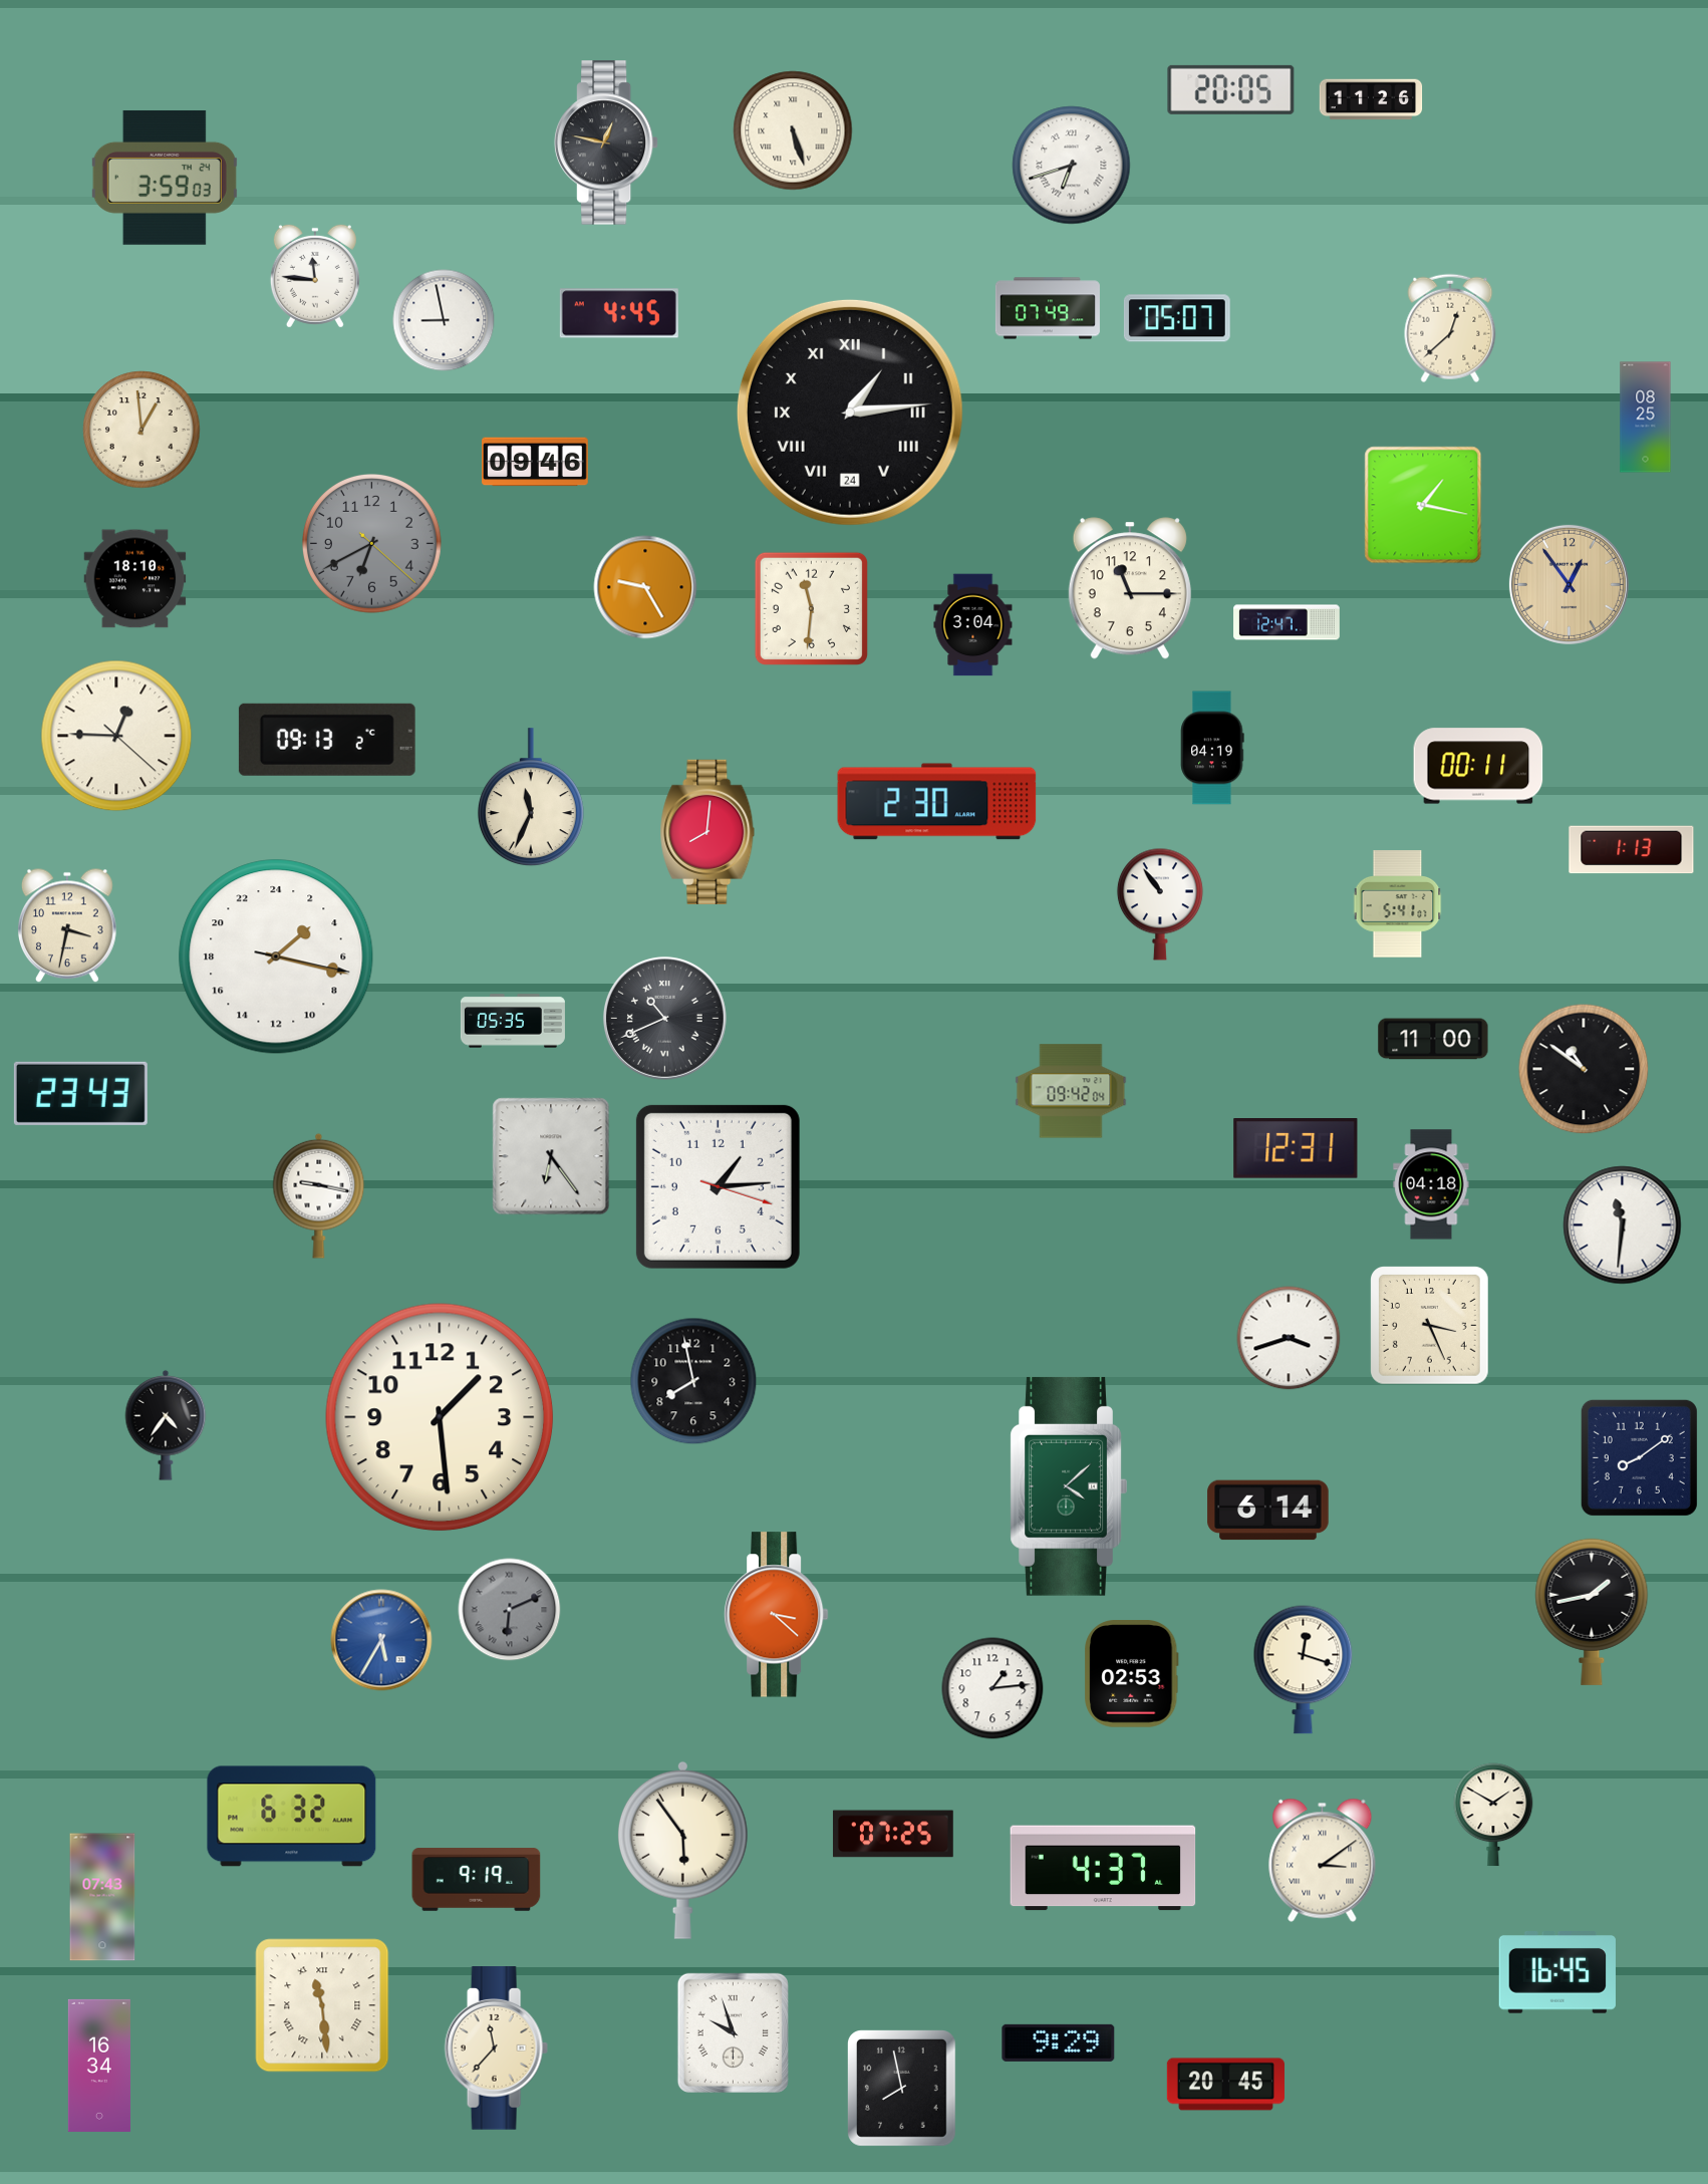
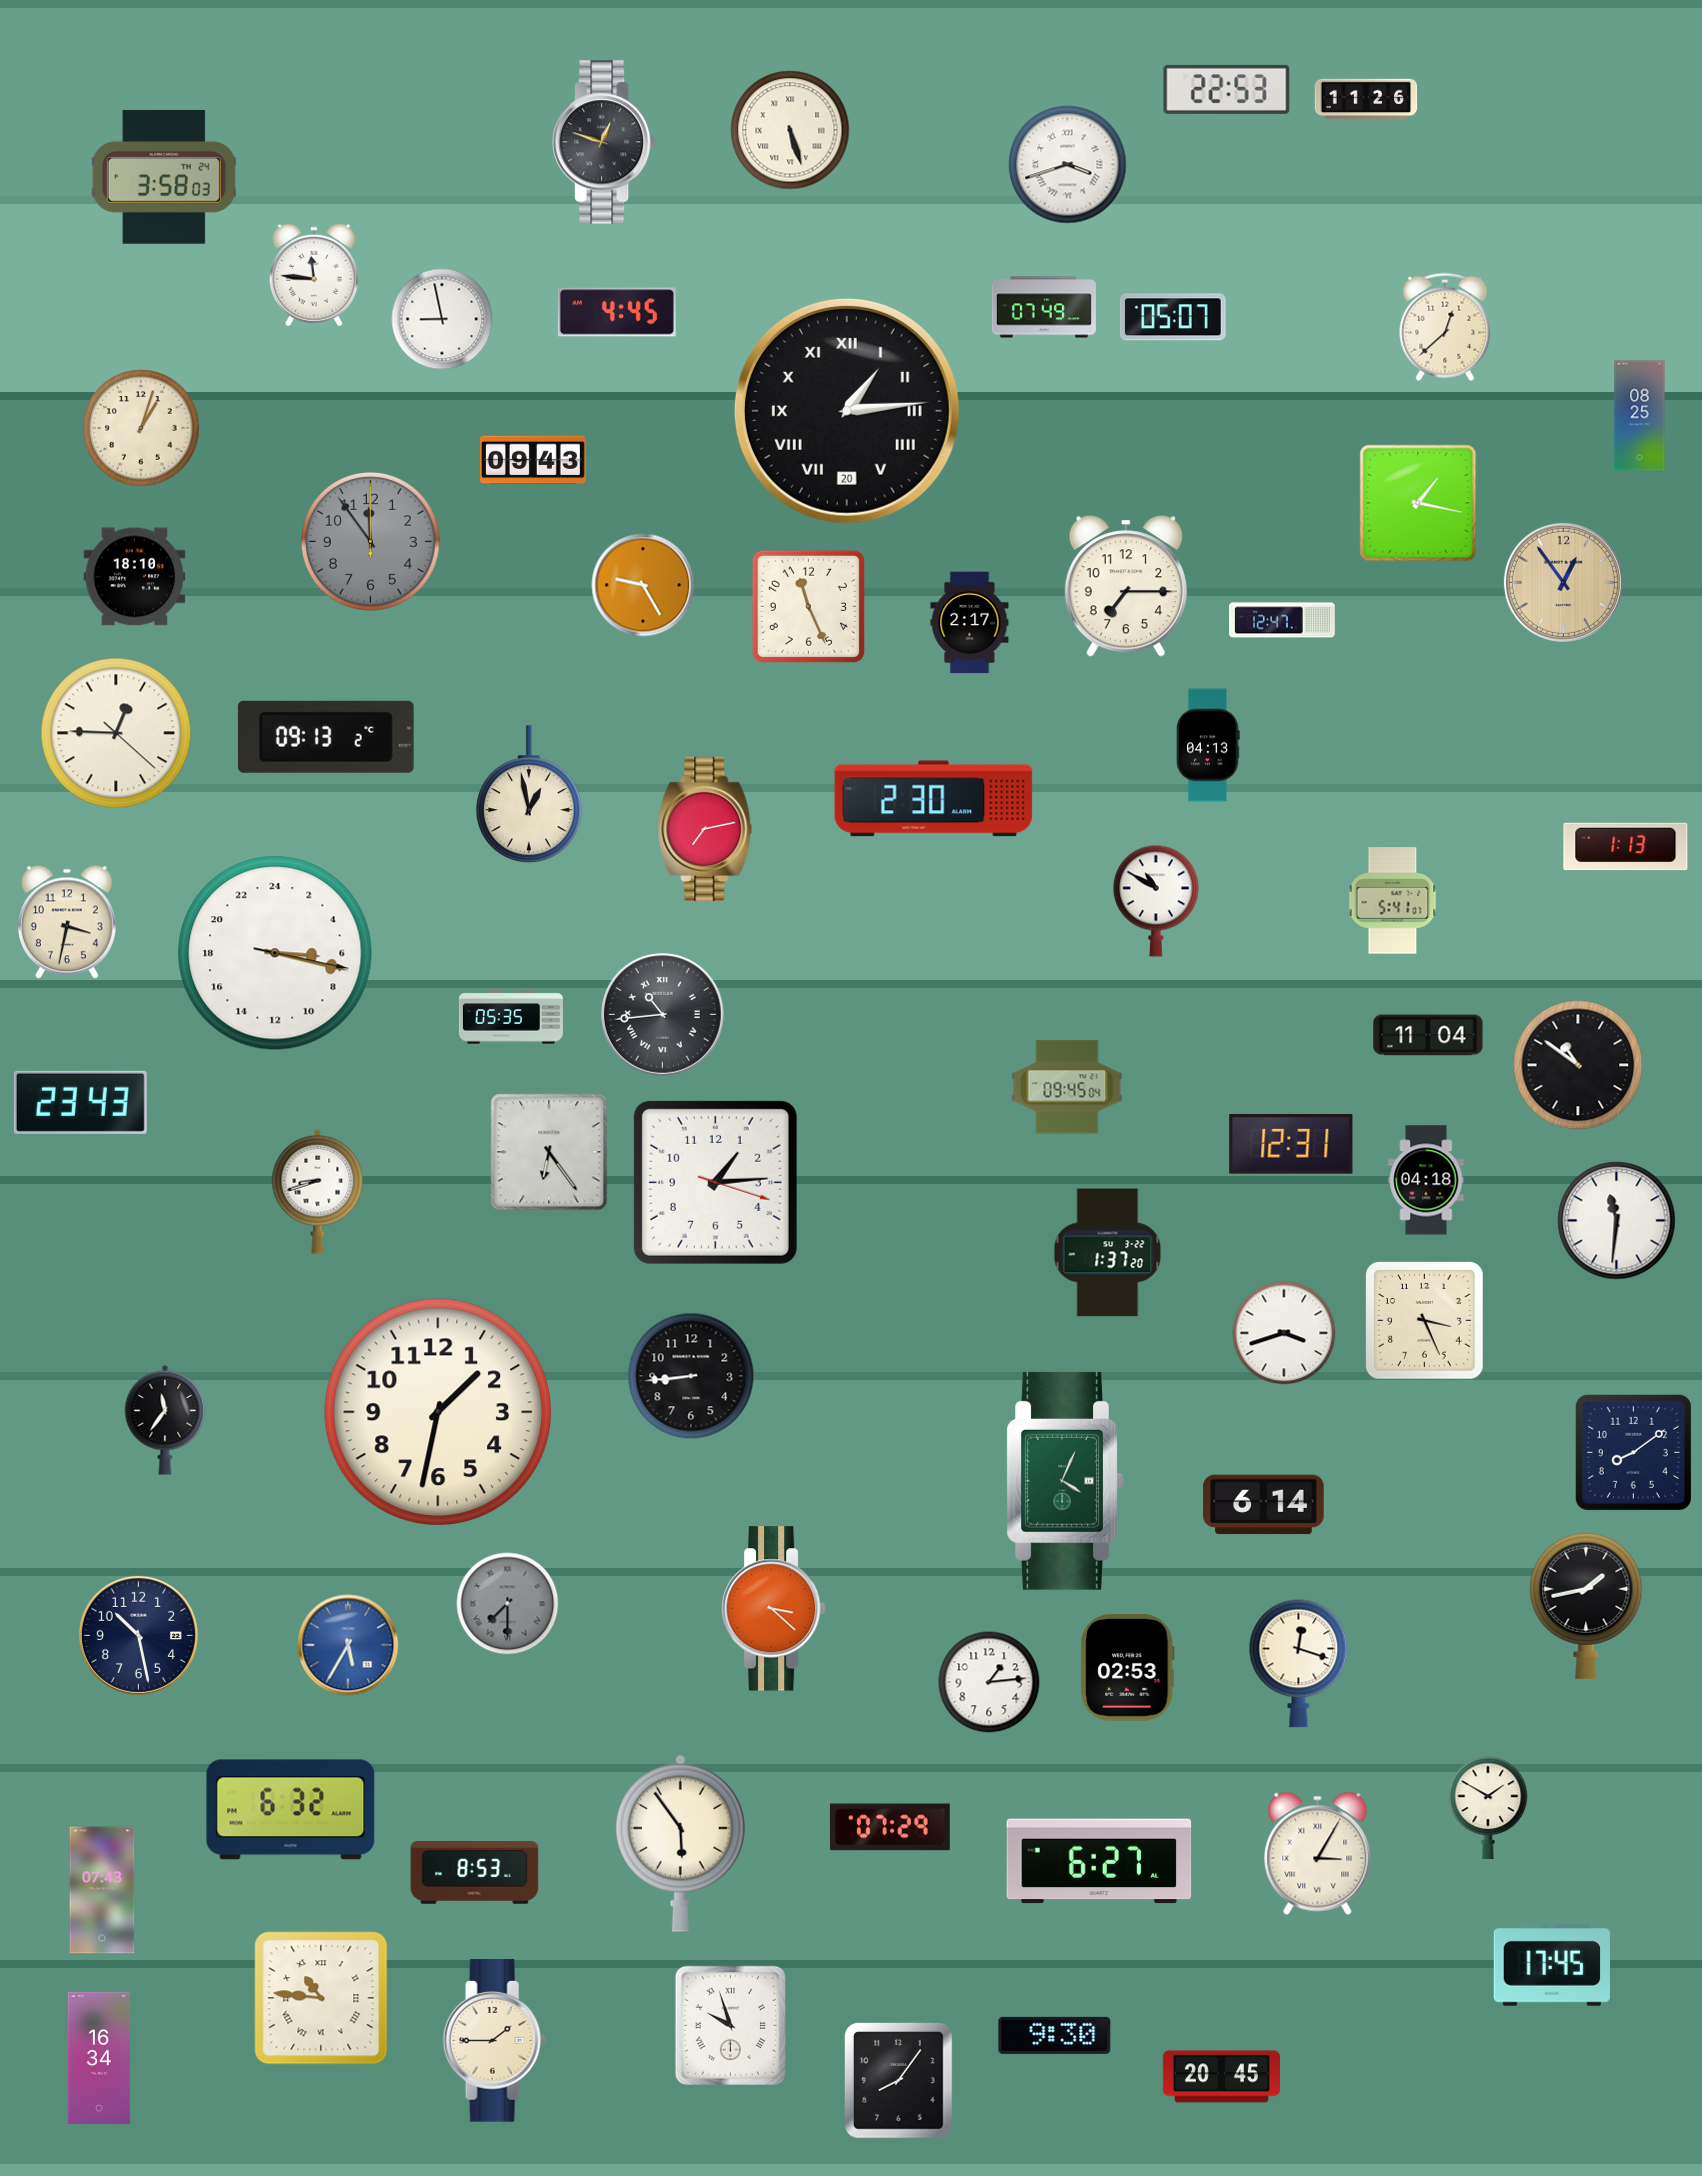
clock at (1231, 89): 20:05 -> 22:53
clock at (606, 143): 12:47 -> 12:48
clock at (1072, 166): 6:42 -> 3:42
clock at (165, 178): 3:59 -> 3:58
clock at (850, 413) date: 24 -> 20
clock at (141, 430): 12:59 -> 1:03
clock at (536, 462): 09:46 -> 09:43
clock at (372, 544): 6:40 -> 11:54
clock at (1130, 588): 11:15 -> 7:15
clock at (811, 608): 11:31 -> 11:26
clock at (973, 625): 3:04 -> 2:17
clock at (1212, 748): 04:19 -> 04:13
clock at (1478, 766): 00:11 -> none
clock at (531, 798): 11:34 -> 12:58
clock at (707, 831): 8:01 -> 7:13
clock at (1160, 904): 10:54 -> 10:50
clock at (276, 957): 3:17 -> 6:17
clock at (664, 1018): 10:41 -> 10:44
clock at (1433, 1039): 11:00 -> 11:04
clock at (1071, 1091): 09:42 -> 09:45
clock at (80, 1093) position: (80, 1093) -> (80, 1102)
clock at (319, 1195): 9:17 -> 8:42
clock at (1108, 1253): none -> 1:37
clock at (693, 1381): 7:58 -> 8:44
clock at (440, 1417): 1:29 -> 1:32
clock at (166, 1425): 4:36 -> 11:36
clock at (1069, 1486): 4:08 -> 4:04
clock at (510, 1610): 6:11 -> 7:30
clock at (381, 1640) position: (381, 1640) -> (348, 1645)
clock at (138, 1635): none -> 10:28
clock at (893, 1834): 07:25 -> 07:29
clock at (1323, 1860): 3:09 -> 3:05
clock at (1103, 1868): 4:37 -> 6:27
clock at (477, 1880): 9:19 -> 8:53
clock at (1557, 1973): 16:45 -> 17:45
clock at (322, 2005): 11:29 -> 10:46
clock at (1059, 2042): 9:29 -> 9:30
clock at (496, 2049): 11:37 -> 1:45
clock at (902, 2089): 7:58 -> 8:06
